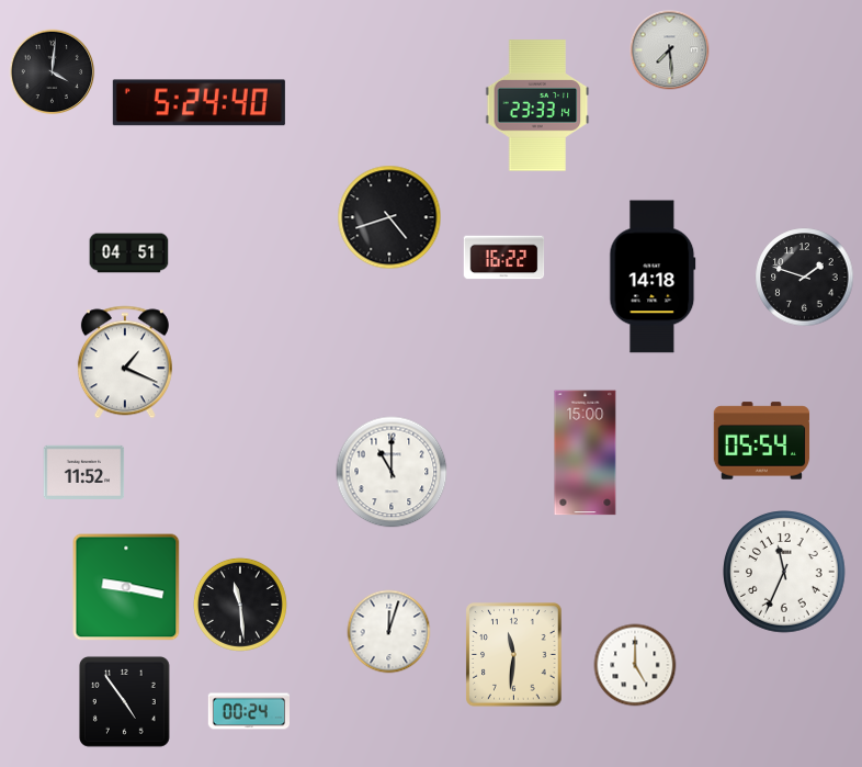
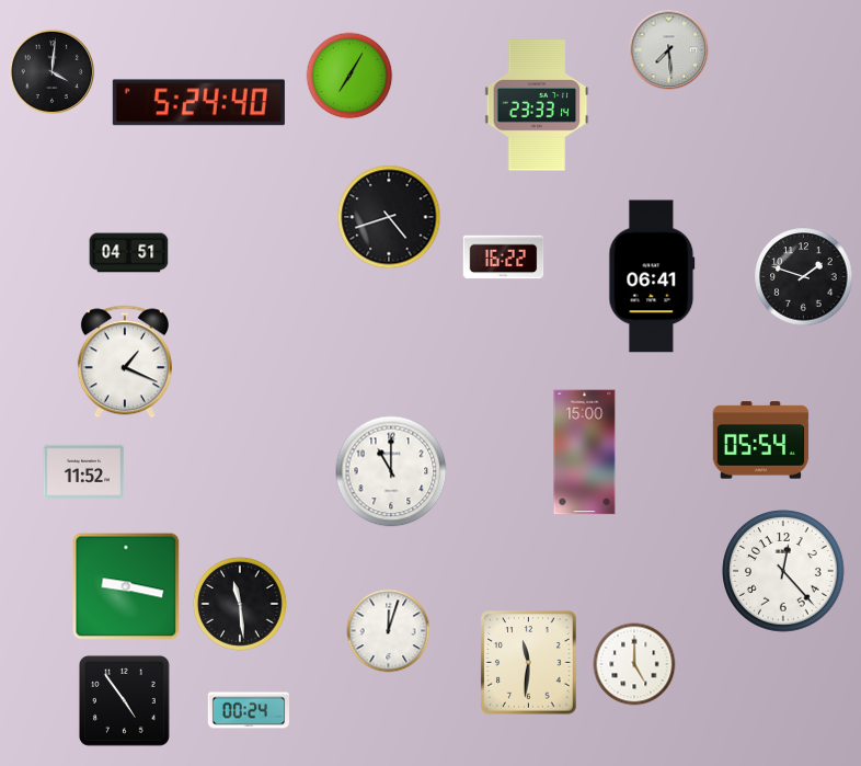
clock at (349, 76): none -> 7:05
clock at (653, 277): 14:18 -> 06:41
clock at (784, 572): 11:34 -> 12:23
clock at (514, 655) position: (514, 655) -> (529, 663)
